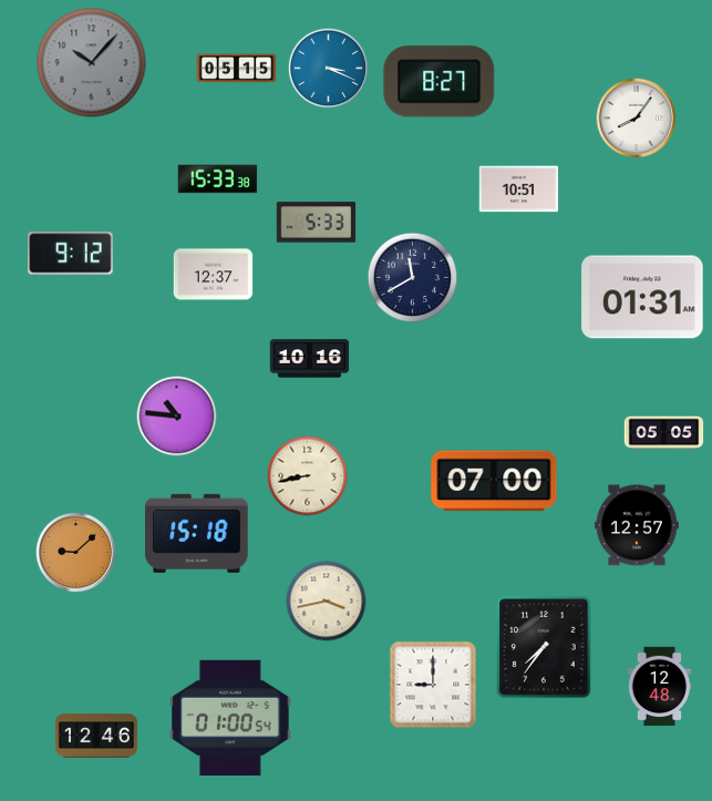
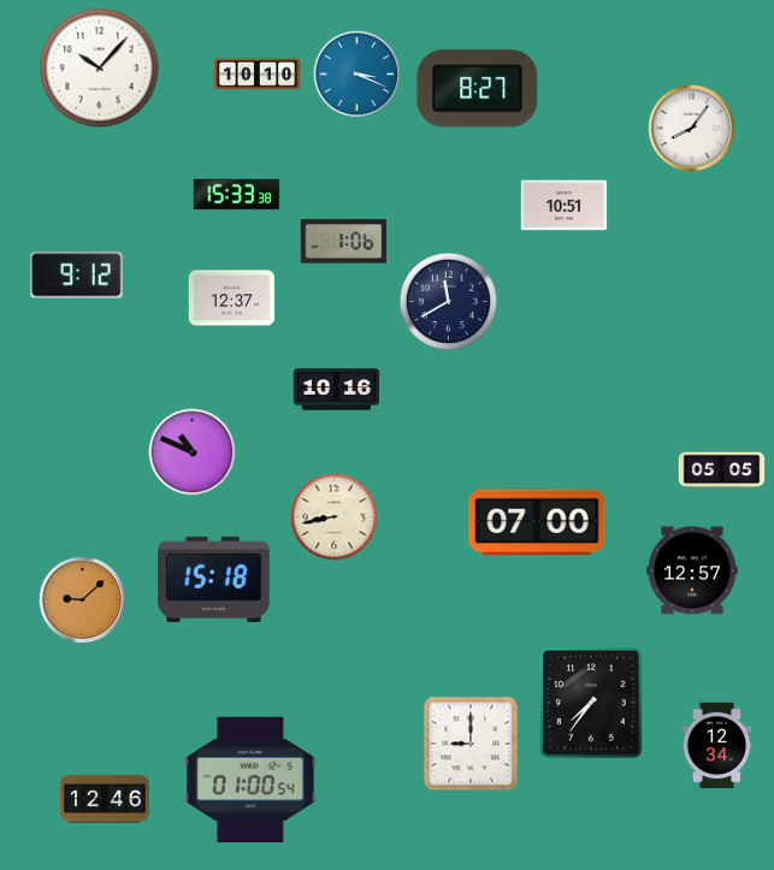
clock at (92, 63) dial: grey -> white
clock at (237, 69): 05:15 -> 10:10
clock at (317, 223): 5:33 -> 1:06
clock at (642, 297): 01:31 -> none
clock at (177, 417): 10:46 -> 10:49
clock at (327, 602): 3:43 -> none
clock at (660, 687): 12:48 -> 12:34
